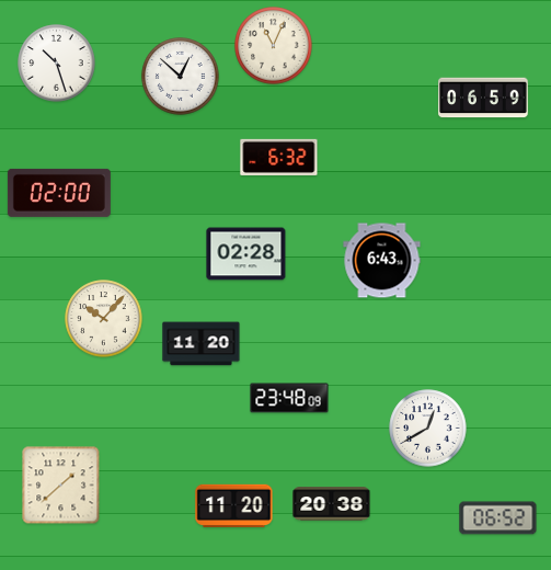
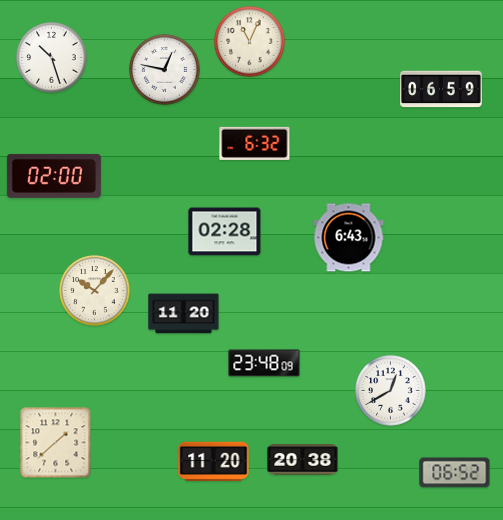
clock at (181, 77): 12:52 -> 12:47
